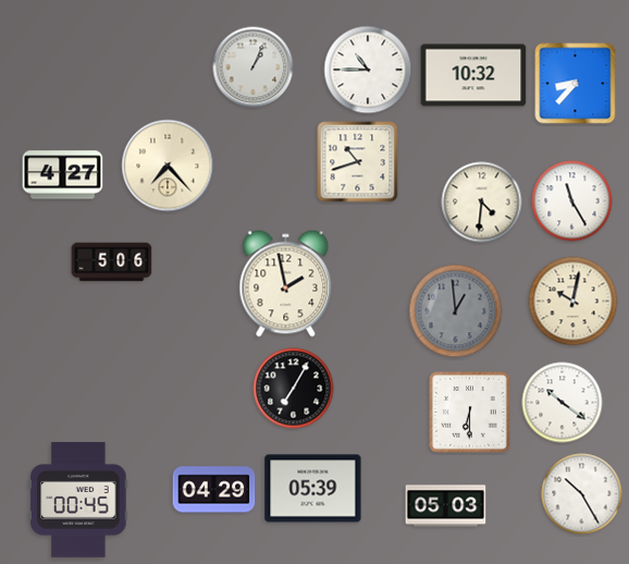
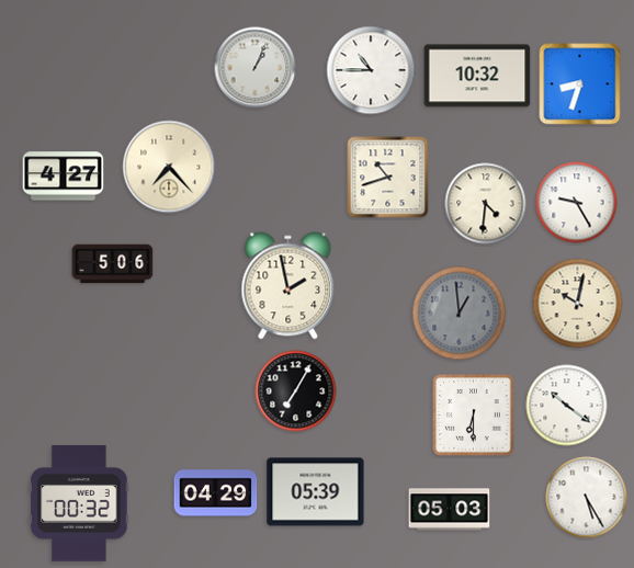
clock at (576, 84): 8:37 -> 8:33
clock at (358, 162) position: (358, 162) -> (388, 178)
clock at (572, 201): 11:25 -> 9:25
clock at (582, 494): 10:25 -> 5:25
clock at (78, 501): 00:45 -> 00:32
